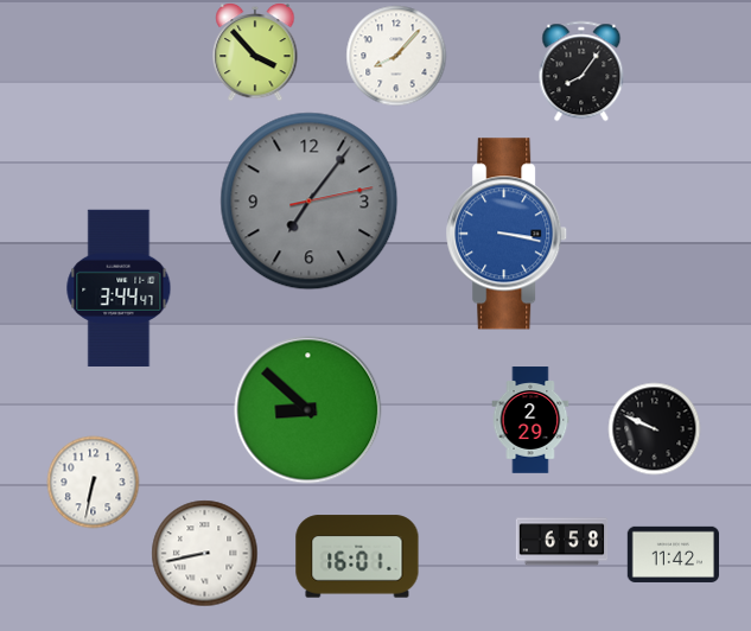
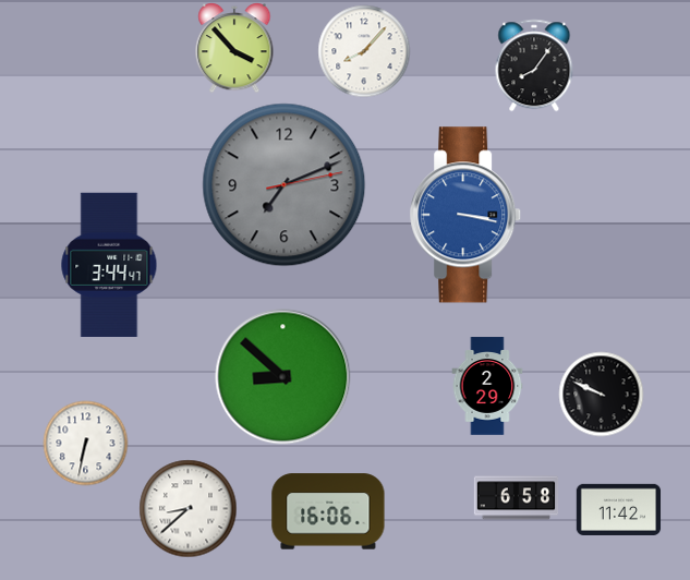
clock at (310, 202): 7:06 -> 7:11
clock at (204, 553): 8:43 -> 8:38
clock at (357, 556): 16:01 -> 16:06
